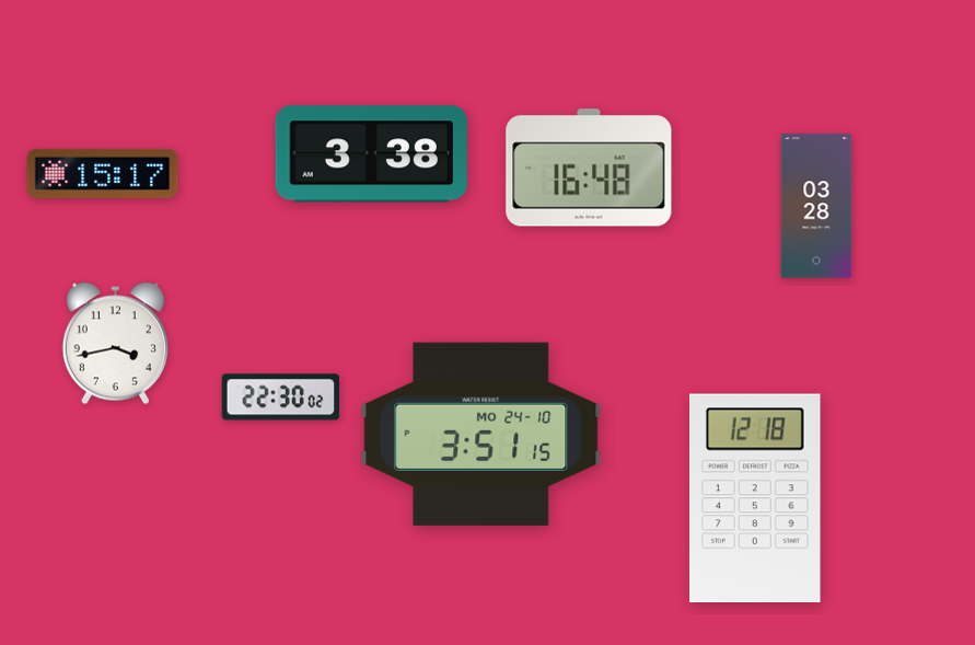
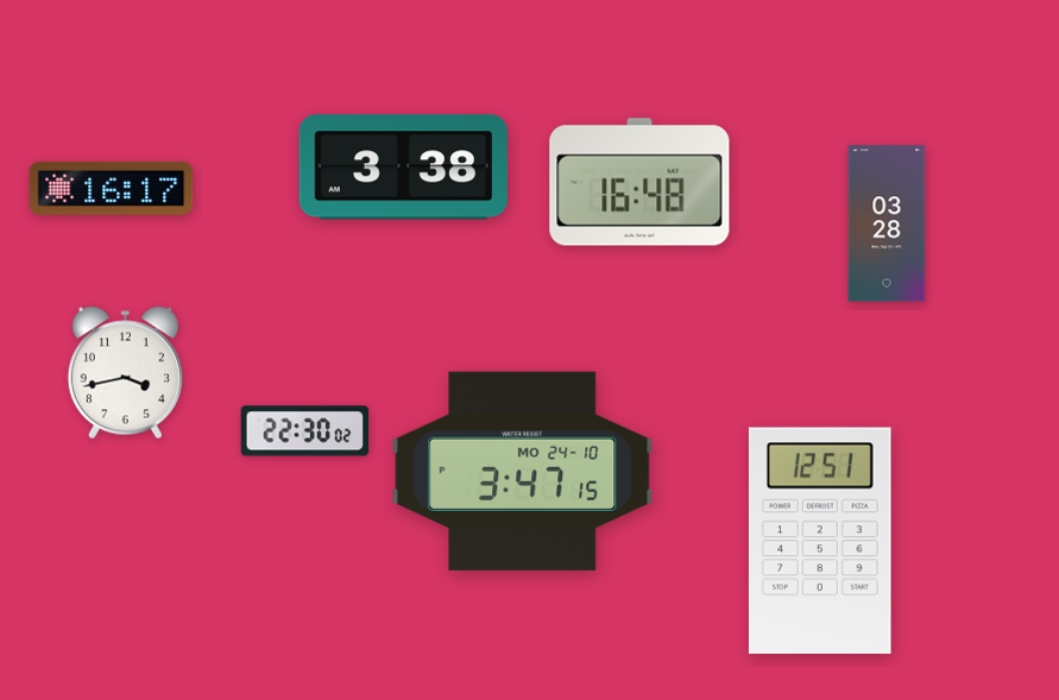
clock at (103, 173): 15:17 -> 16:17
clock at (481, 434): 3:51 -> 3:47
clock at (755, 498): 12:18 -> 12:51
